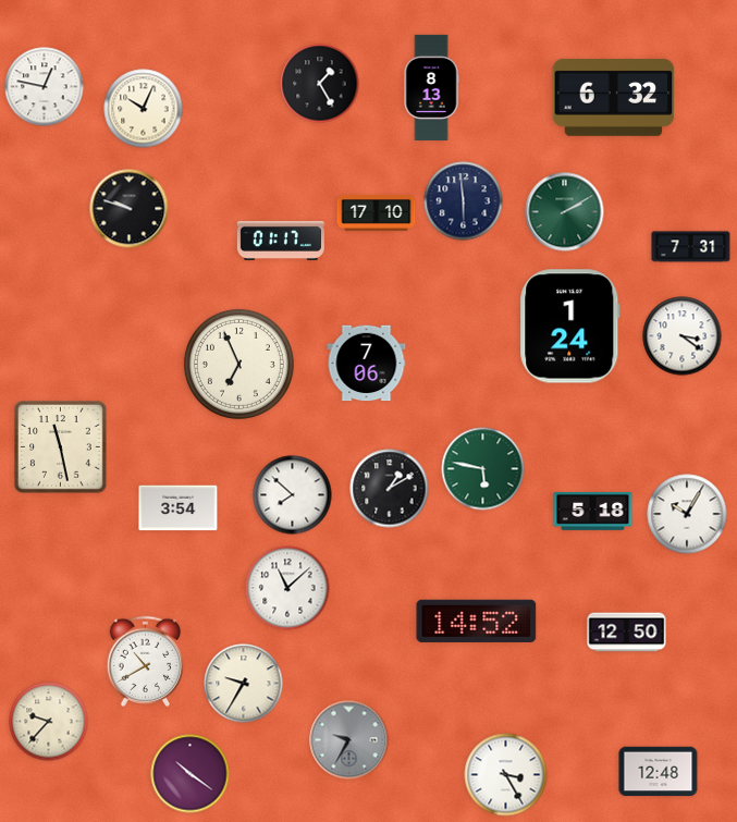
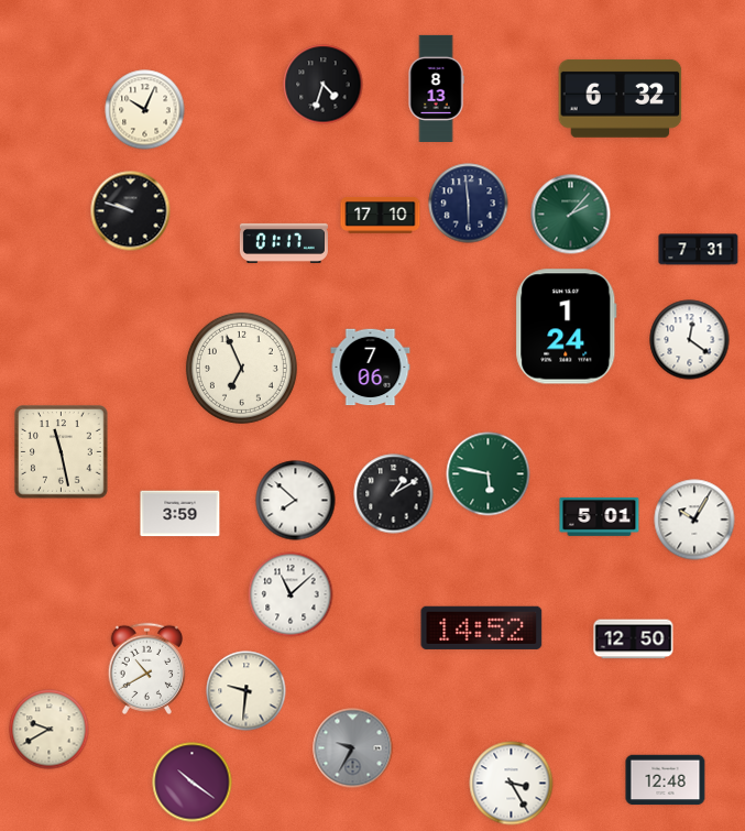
clock at (320, 84): 1:25 -> 4:33
clock at (45, 87): 12:47 -> none
clock at (565, 212): 2:10 -> 2:07
clock at (570, 327) position: (570, 327) -> (567, 327)
clock at (683, 336): 3:21 -> 12:21
clock at (179, 508): 3:54 -> 3:59
clock at (593, 511): 5:18 -> 5:01
clock at (244, 684): 9:35 -> 9:31
clock at (49, 722): 9:37 -> 9:40
